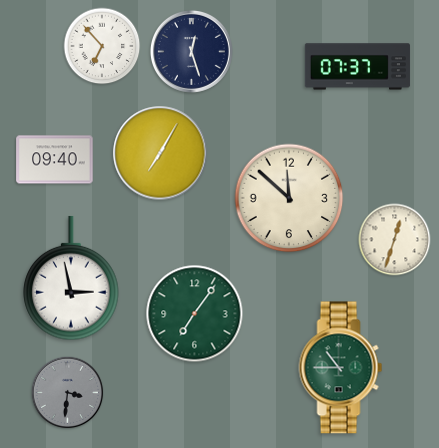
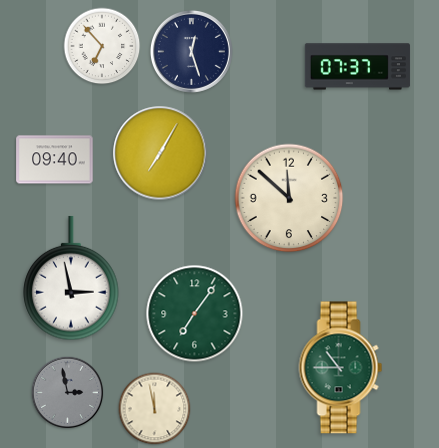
clock at (395, 240): 12:33 -> none
clock at (68, 393): 3:31 -> 2:58
clock at (155, 409): none -> 11:58
